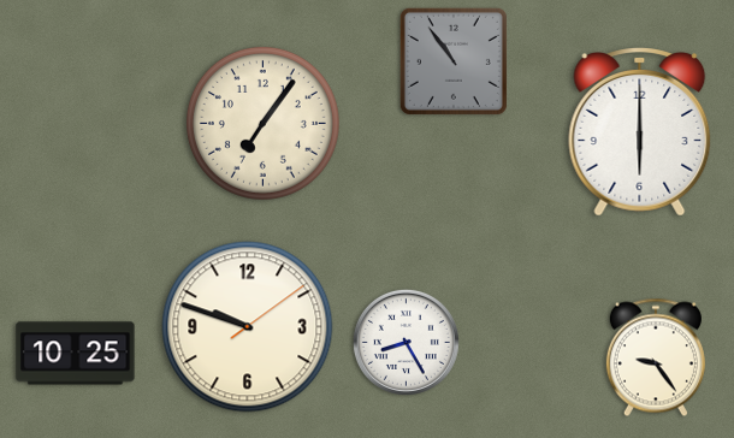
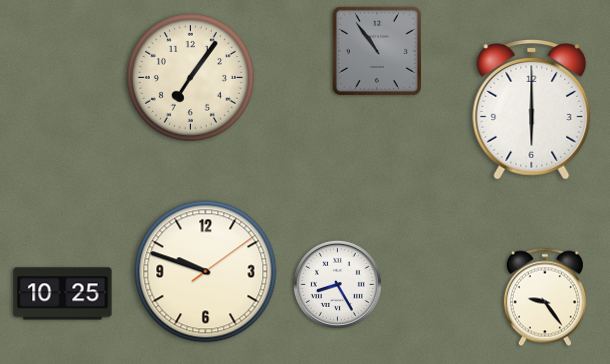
clock at (262, 123) position: (262, 123) -> (190, 77)
